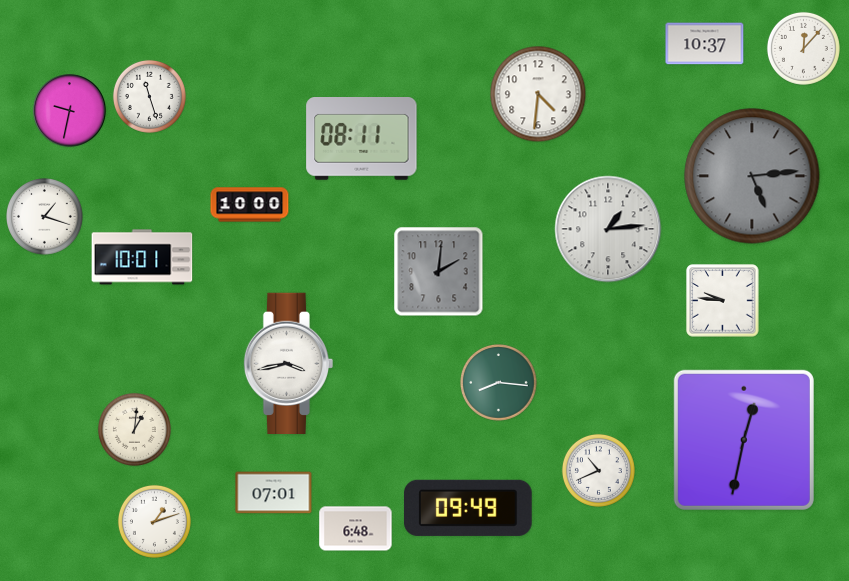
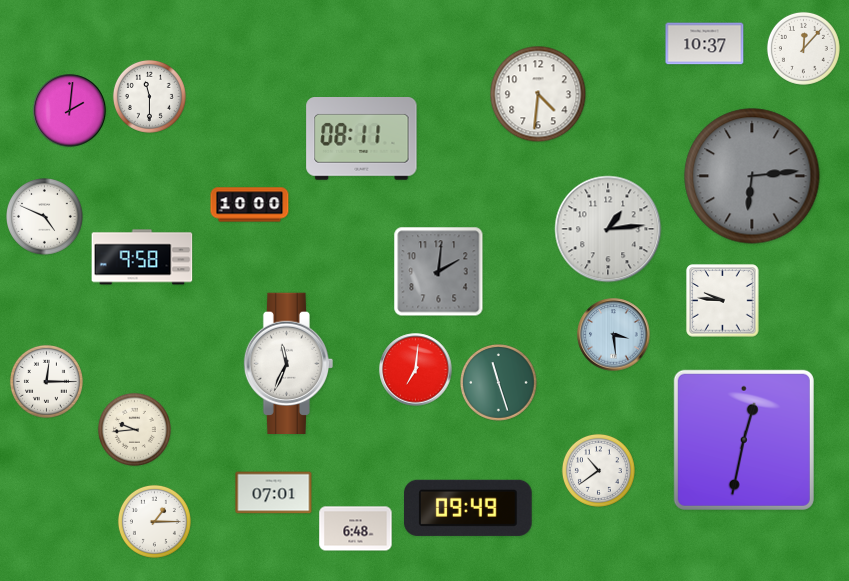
clock at (149, 96): 11:27 -> 11:30
clock at (70, 111): 9:32 -> 2:01
clock at (752, 176): 5:14 -> 6:14
clock at (45, 217): 1:18 -> 4:49
clock at (142, 257): 10:01 -> 9:58
clock at (614, 335): none -> 3:29
clock at (289, 363): 3:43 -> 11:34
clock at (416, 370): none -> 7:01
clock at (46, 381): none -> 12:15
clock at (499, 383): 8:16 -> 11:27
clock at (134, 429): 1:01 -> 9:44
clock at (598, 470): 10:41 -> 10:39
clock at (154, 521): 1:12 -> 1:15
